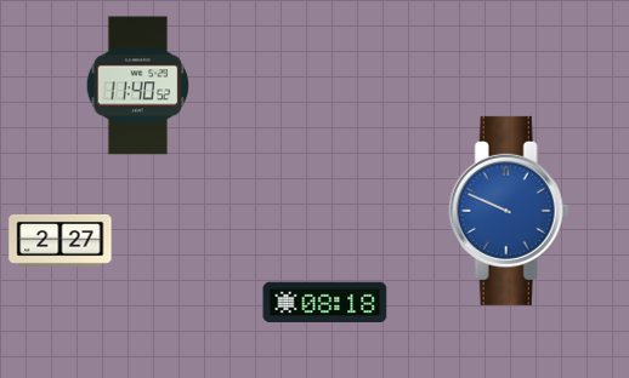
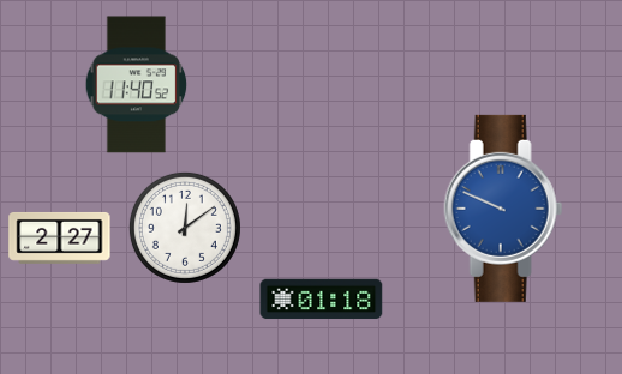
clock at (185, 228): none -> 12:09
clock at (325, 303): 08:18 -> 01:18
